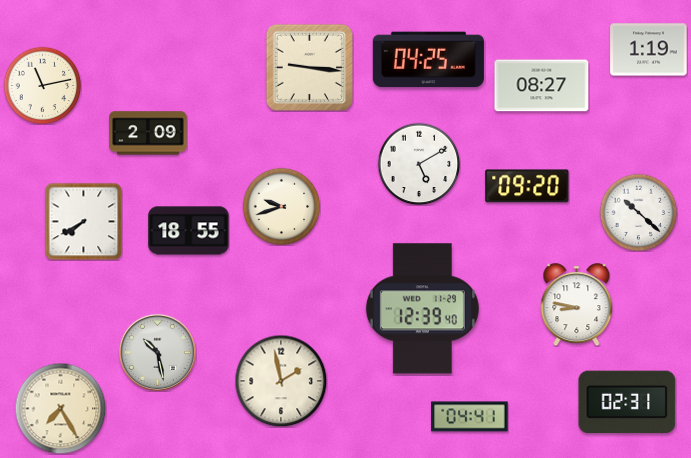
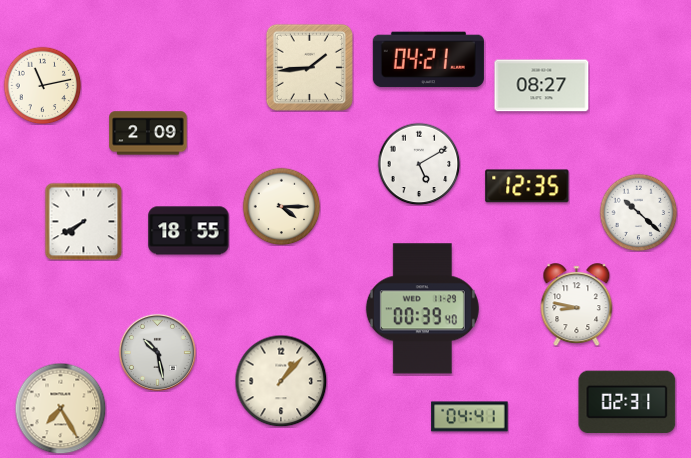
clock at (649, 50): 1:19 -> none
clock at (428, 60): 04:25 -> 04:21
clock at (309, 67): 9:16 -> 1:44
clock at (527, 186): 09:20 -> 12:35
clock at (281, 206): 9:42 -> 4:15
clock at (422, 309): 12:39 -> 00:39
clock at (281, 381): 1:58 -> 1:07
